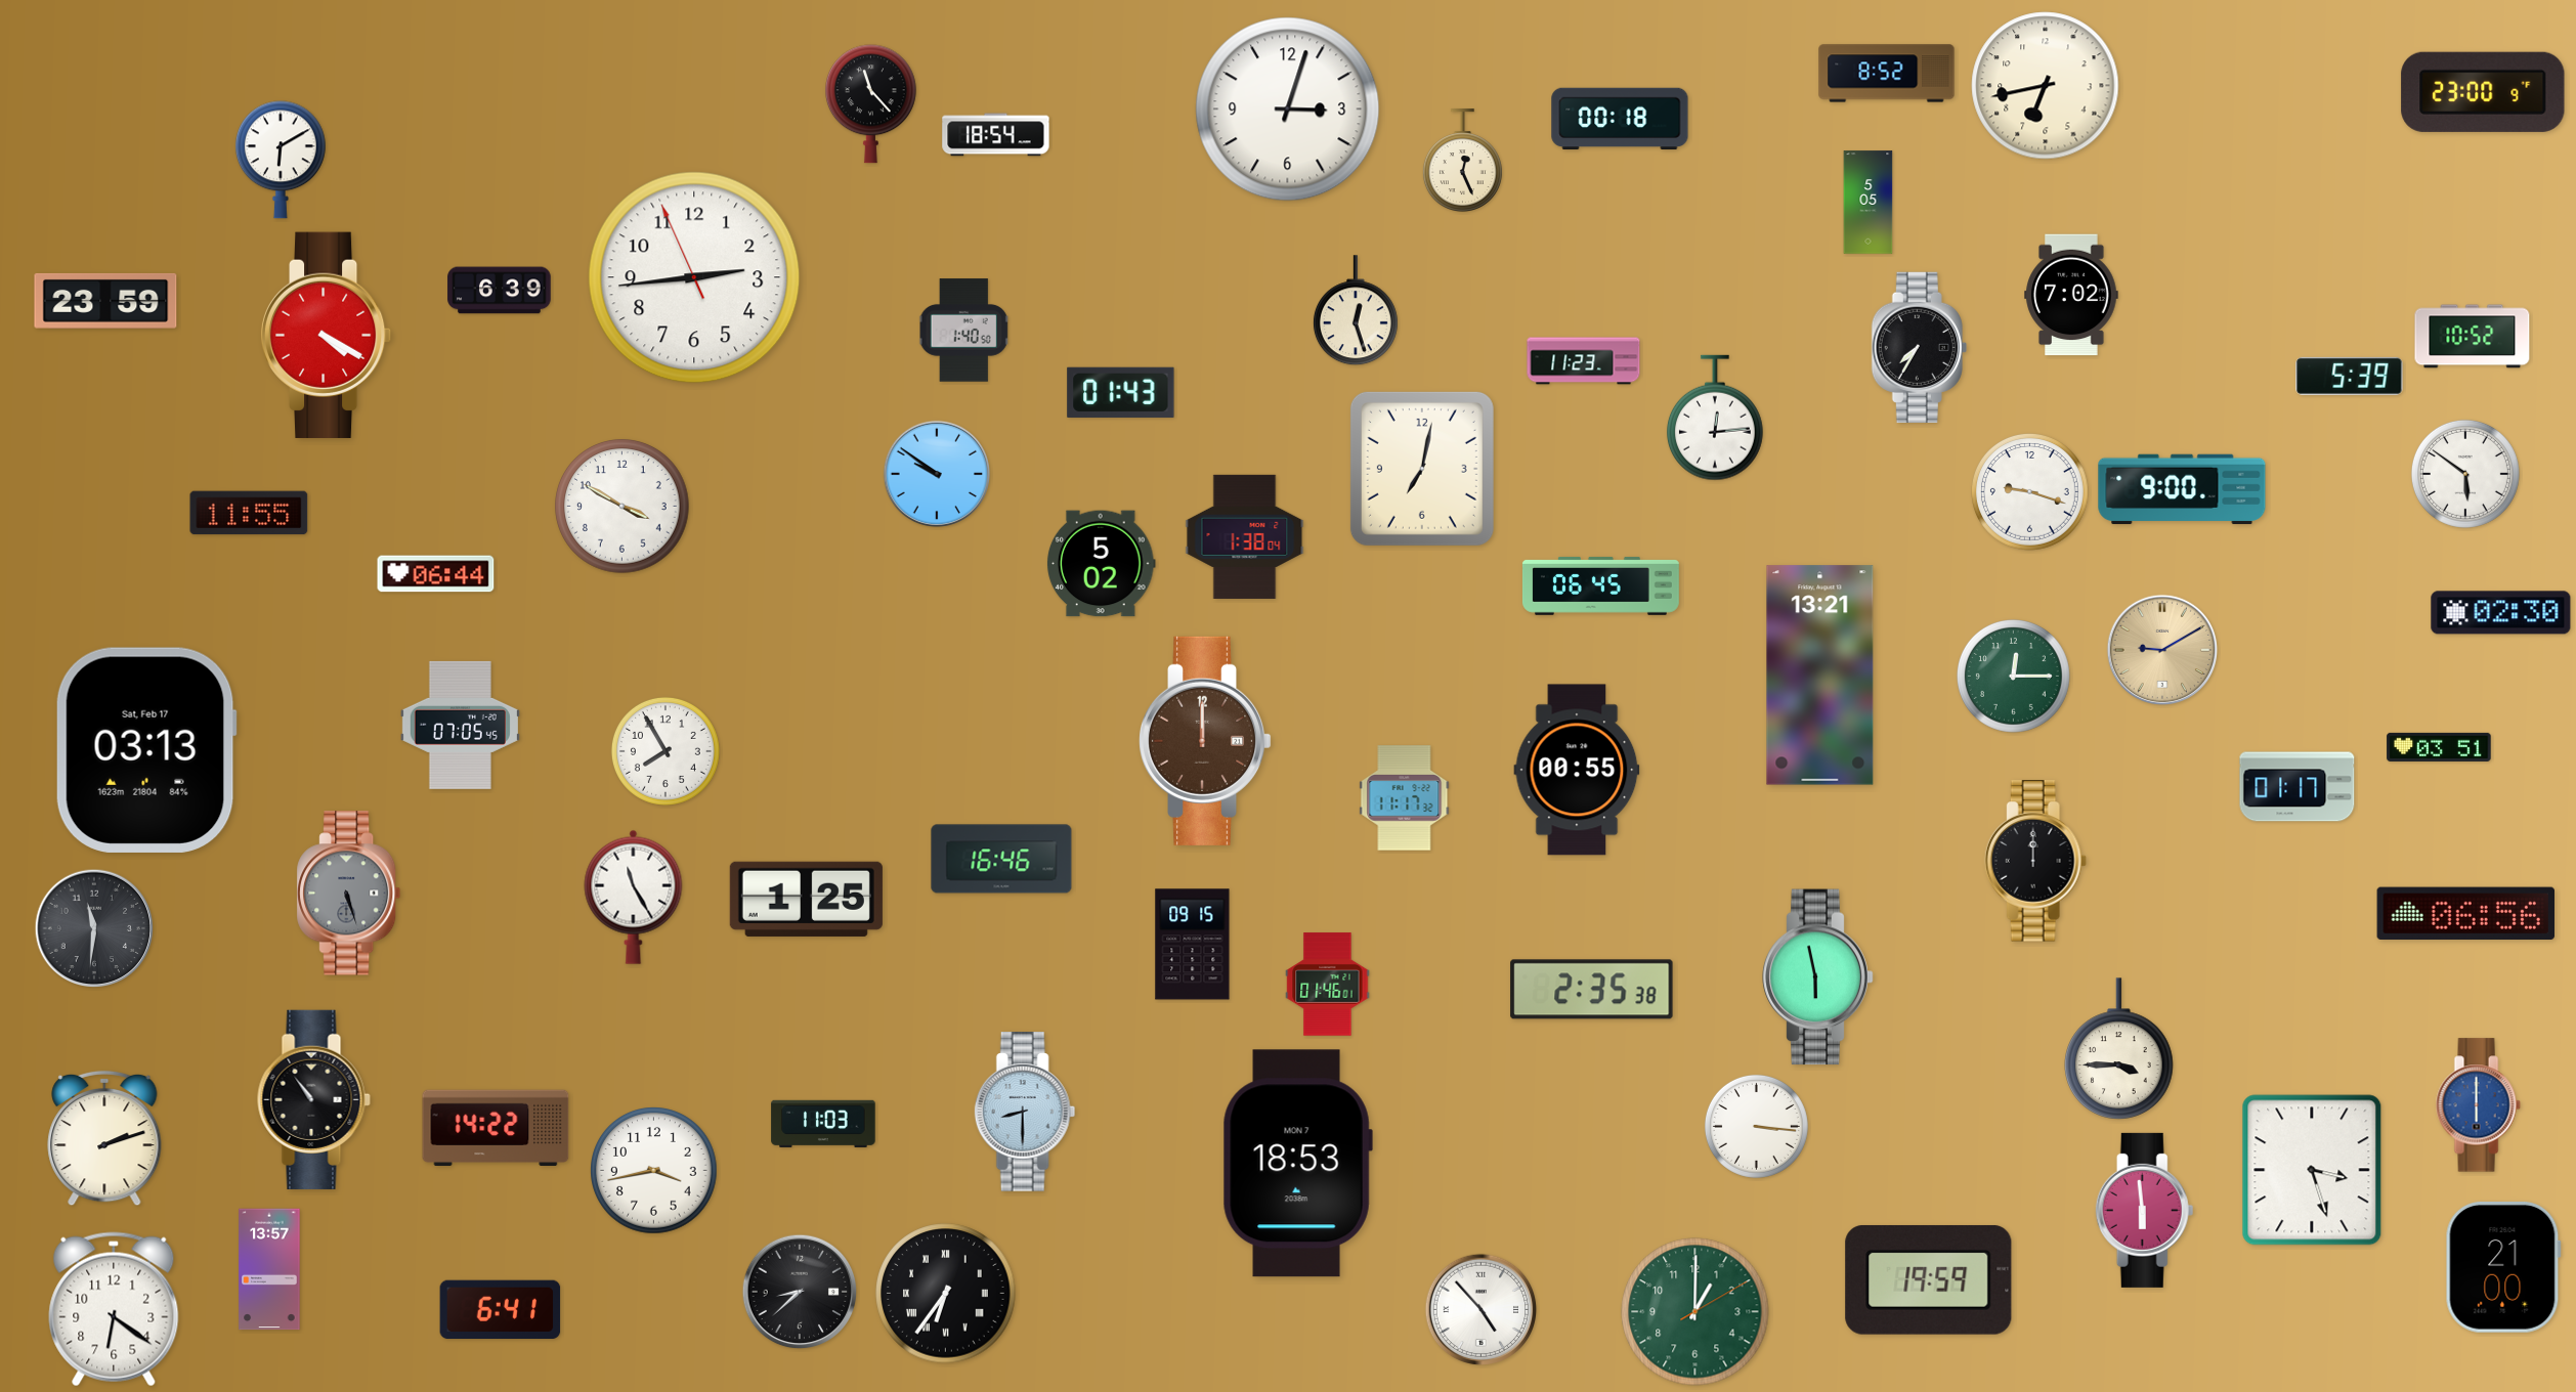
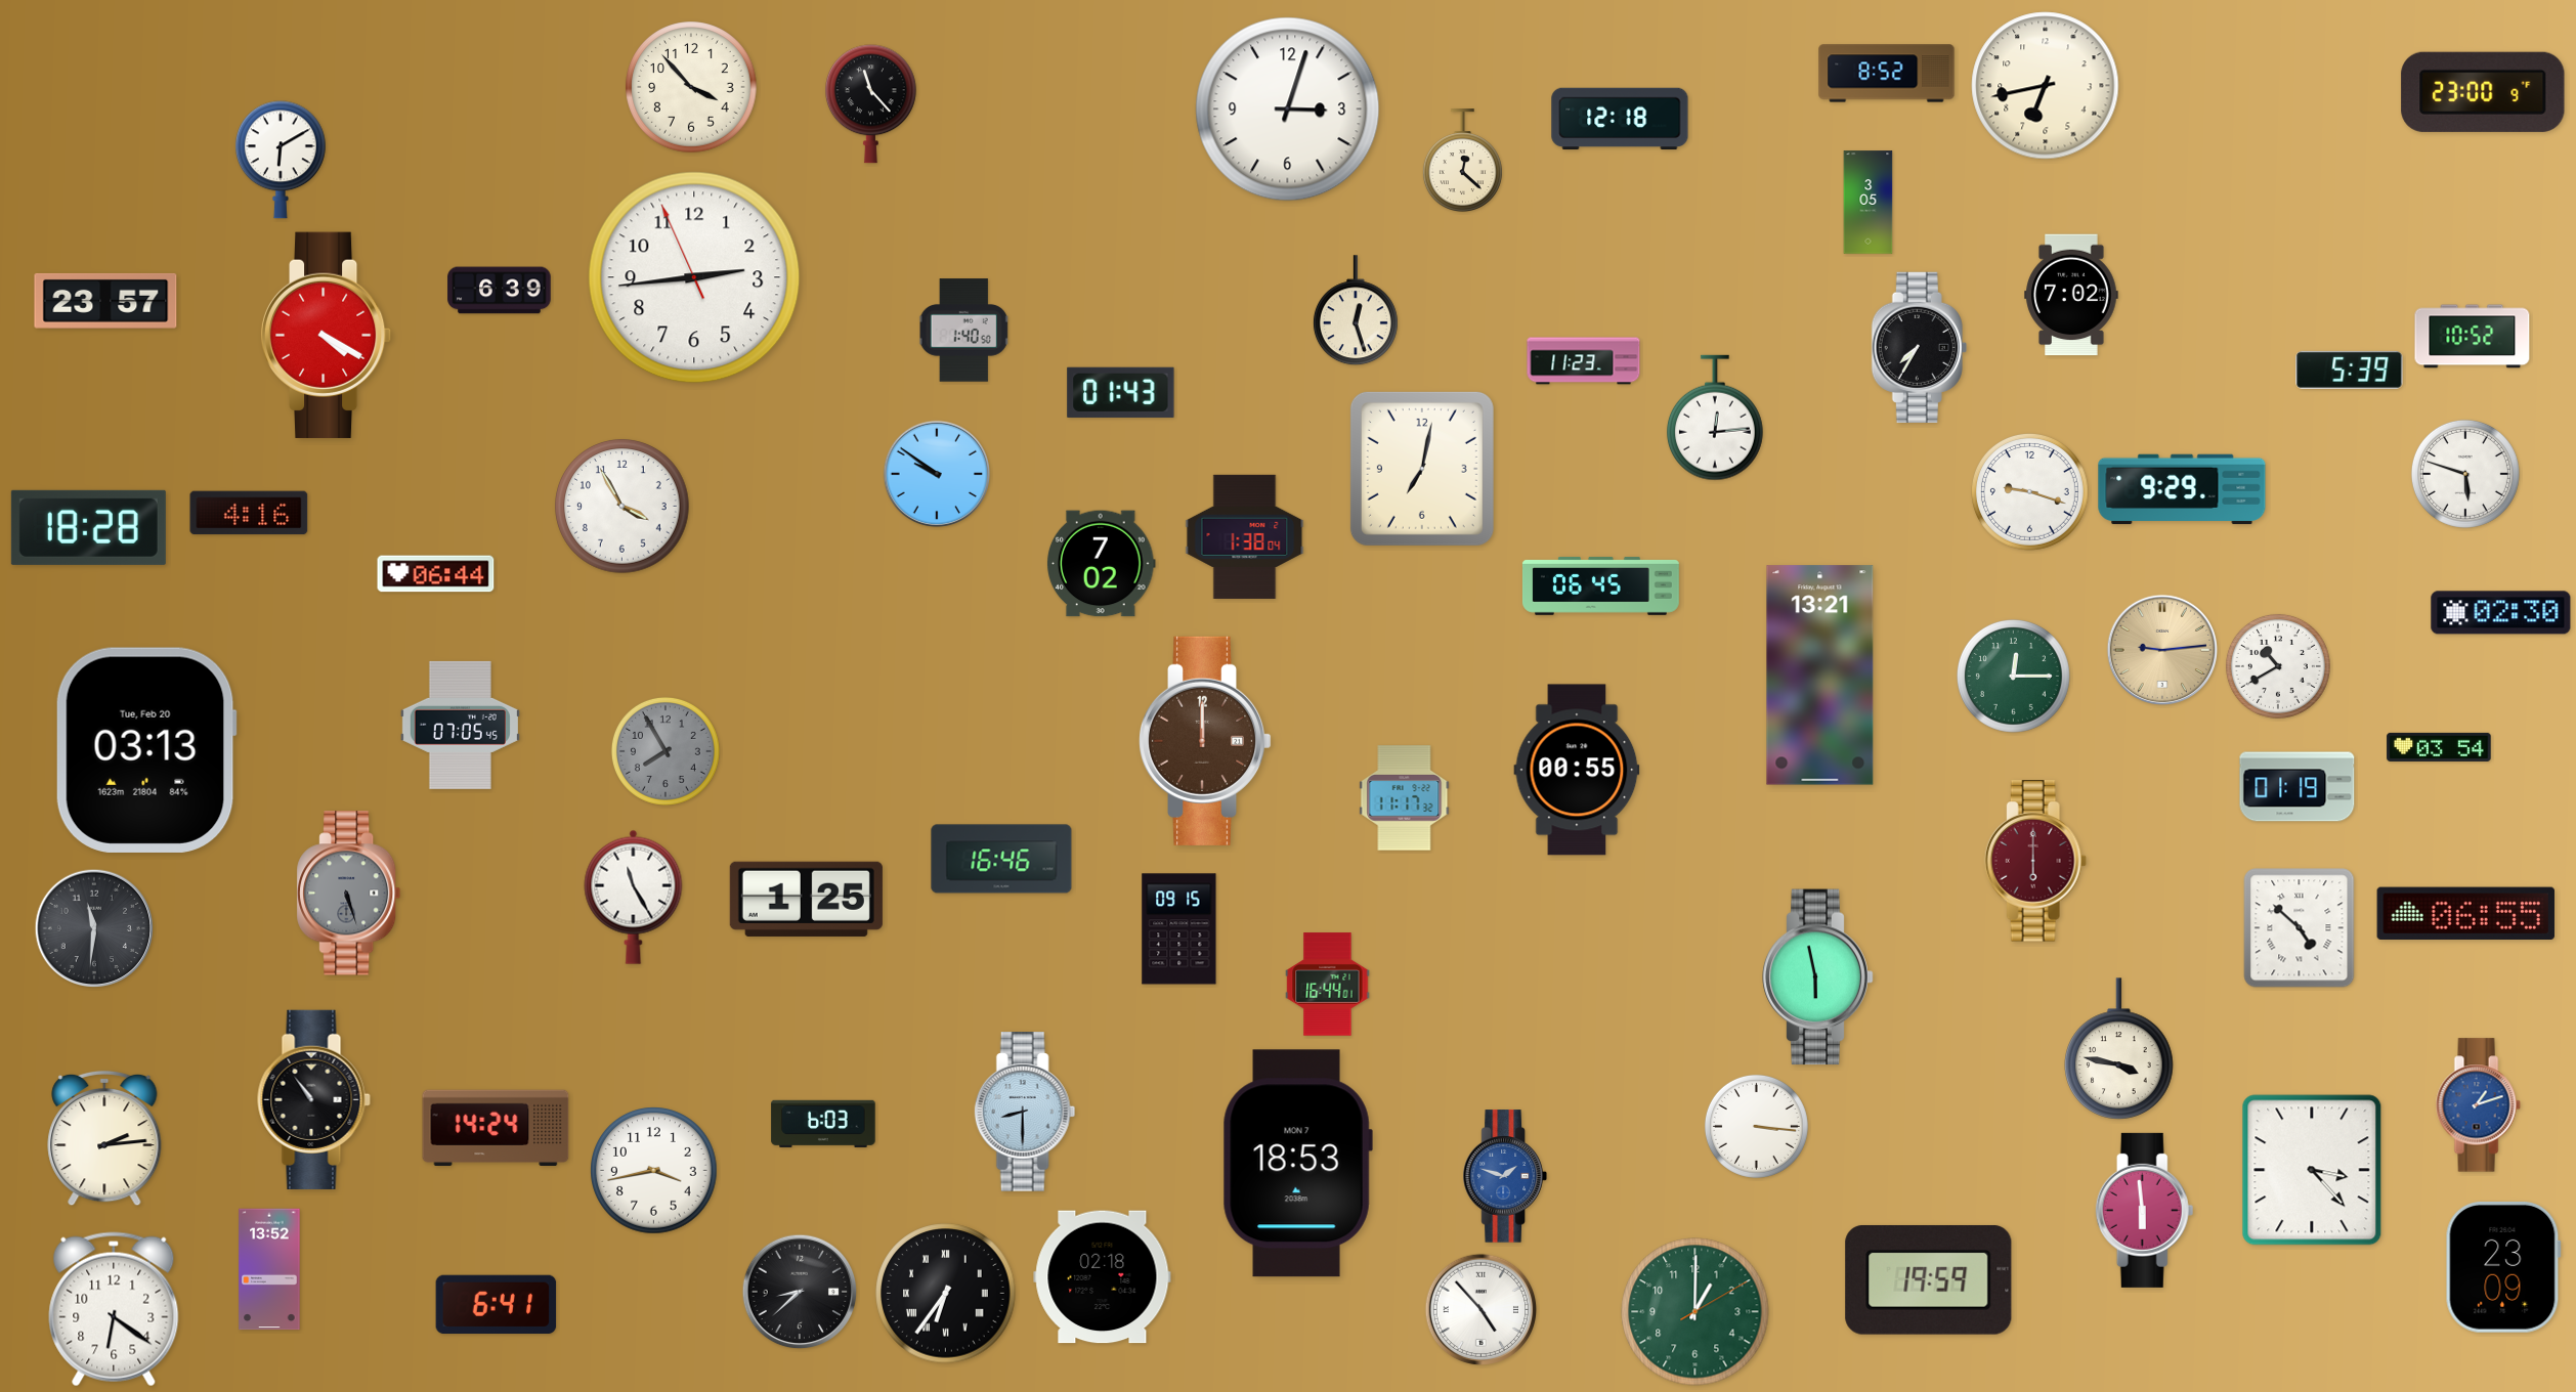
clock at (691, 87): none -> 3:53
clock at (1620, 119): 00:18 -> 12:18
clock at (996, 135): 18:54 -> none
clock at (1462, 160): 12:26 -> 12:22
clock at (1869, 203): 5:05 -> 3:05
clock at (105, 301): 23:59 -> 23:57
clock at (2350, 376) position: (2350, 376) -> (2350, 369)
clock at (2465, 474): 5:51 -> 5:48
clock at (2182, 489): 9:00 -> 9:29
clock at (622, 507): 3:50 -> 3:55
clock at (249, 513): 11:55 -> 4:16
clock at (88, 527): none -> 18:28
clock at (1101, 564): 5:02 -> 7:02
clock at (2162, 650): 9:10 -> 9:14
clock at (2278, 666): none -> 10:40
clock at (2439, 747): 03:51 -> 03:54
clock at (146, 750) date: Sat, Feb 17 -> Tue, Feb 20
clock at (666, 751) dial: white -> grey
clock at (2298, 787): 01:17 -> 01:19
clock at (2035, 861): 12:00 -> 6:00
clock at (2035, 861) dial: black -> burgundy
clock at (2465, 913): 06:56 -> 06:55
clock at (2300, 928): none -> 4:52
clock at (1193, 945) position: (1193, 945) -> (1179, 929)
clock at (1328, 985): 01:46 -> 16:44
clock at (1592, 990): 2:35 -> none
clock at (2119, 1049): 3:45 -> 3:47
clock at (2478, 1105): 6:00 -> 1:12
clock at (823, 1124): 11:03 -> 6:03
clock at (496, 1128): 14:22 -> 14:24
clock at (104, 1138): 2:12 -> 2:14
clock at (2312, 1170): 3:27 -> 3:23
clock at (1505, 1176): none -> 1:48
clock at (2503, 1267): 21:00 -> 23:09
clock at (269, 1269): 13:57 -> 13:52
clock at (1103, 1277): none -> 02:18
clock at (501, 1310) position: (501, 1310) -> (497, 1305)
